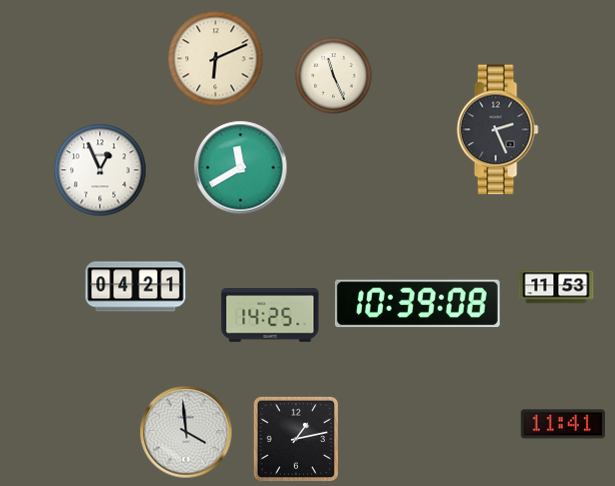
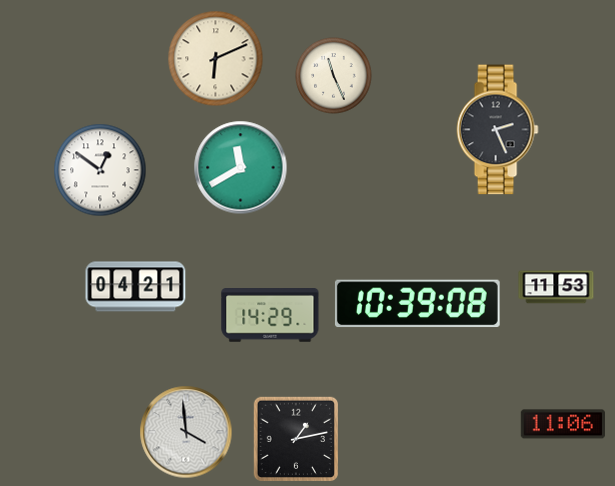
clock at (100, 170): 12:56 -> 12:51
clock at (270, 316): 14:25 -> 14:29
clock at (562, 424): 11:41 -> 11:06
